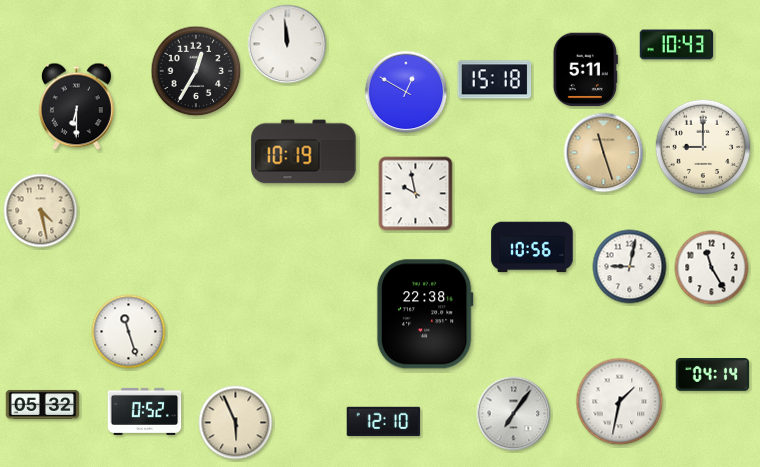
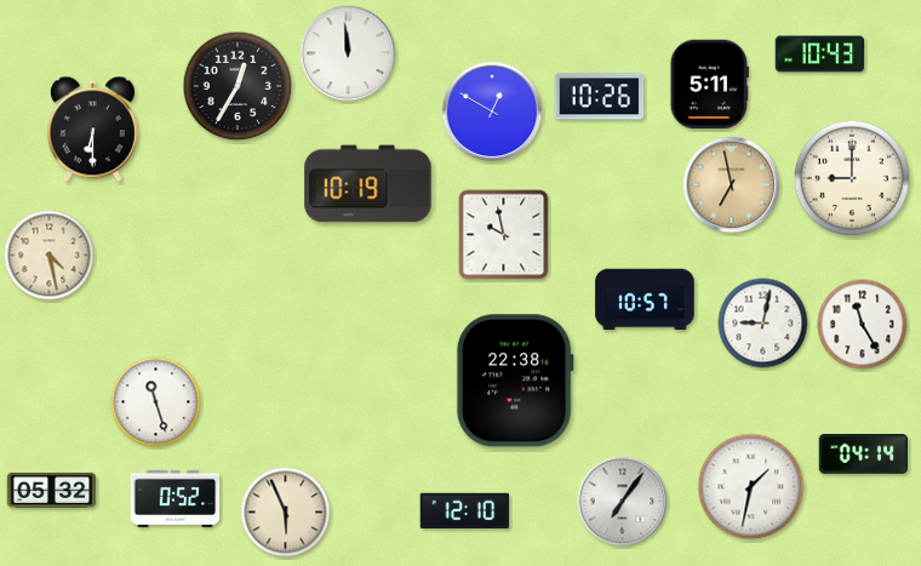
clock at (495, 80): 15:18 -> 10:26
clock at (604, 153): 11:27 -> 6:58
clock at (532, 247): 10:56 -> 10:57
